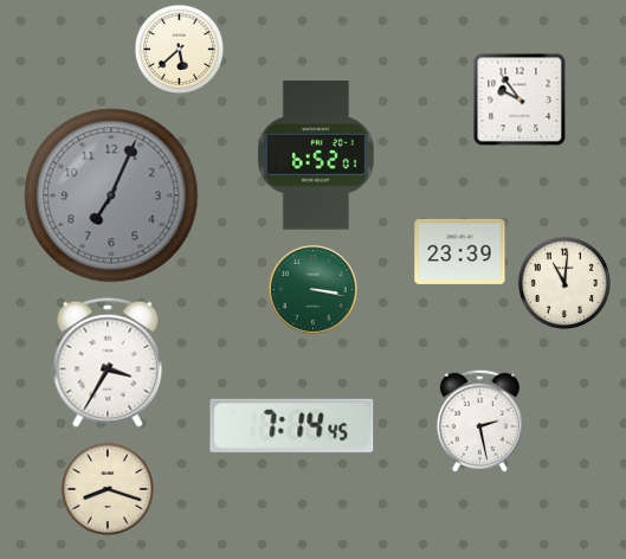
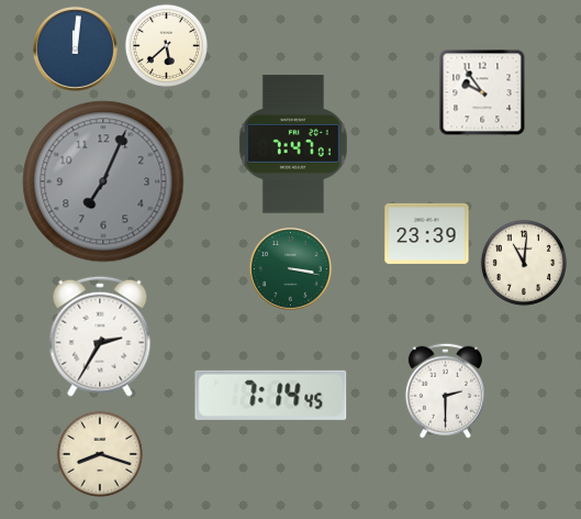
clock at (76, 49): none -> 12:01
clock at (316, 155): 6:52 -> 7:47
clock at (108, 362): 3:35 -> 2:35
clock at (479, 420): 2:28 -> 2:30
